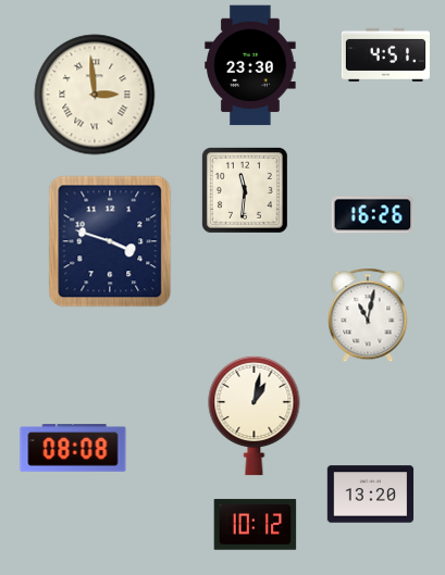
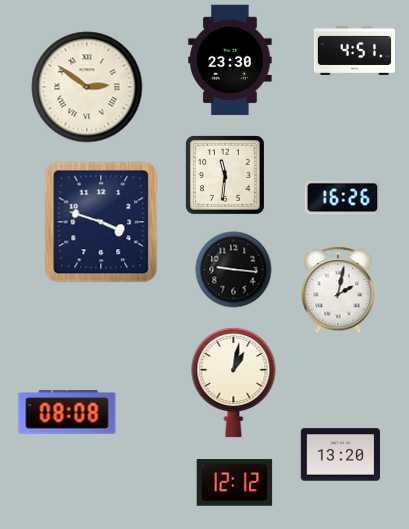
clock at (95, 95): 2:59 -> 2:51
clock at (234, 270): none -> 9:16
clock at (368, 315): 11:02 -> 2:02
clock at (256, 525): 10:12 -> 12:12
